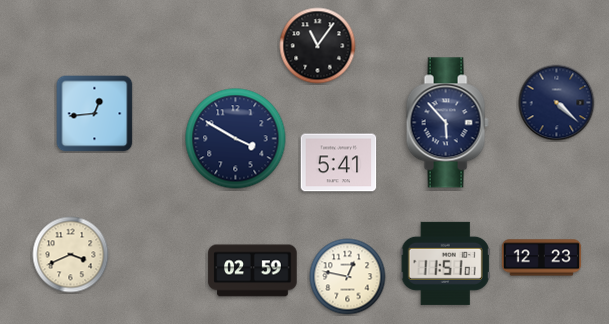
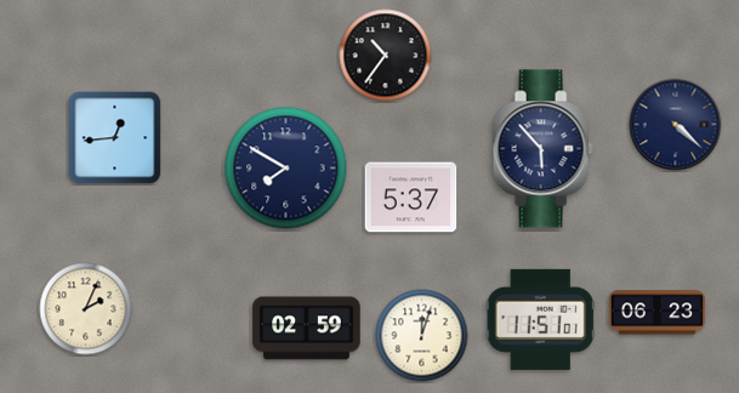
clock at (318, 46): 11:06 -> 10:36
clock at (236, 139): 3:50 -> 7:50
clock at (339, 163): 5:41 -> 5:37
clock at (71, 255): 3:41 -> 2:04
clock at (542, 258): 12:23 -> 06:23
clock at (348, 277): 12:47 -> 12:03
